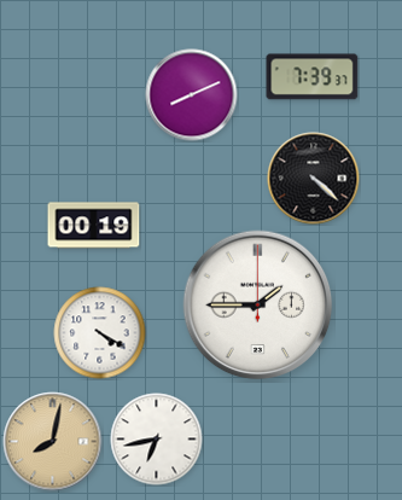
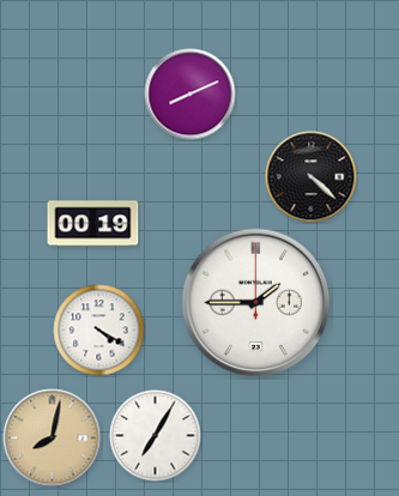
clock at (313, 77): 7:39 -> none
clock at (157, 440): 6:43 -> 7:05
